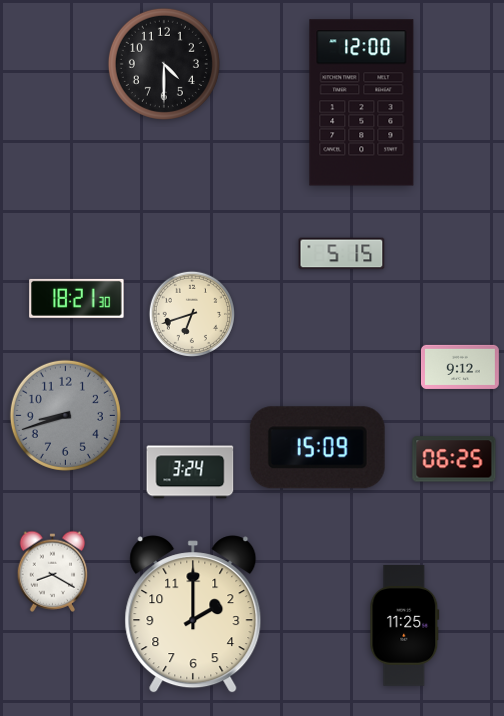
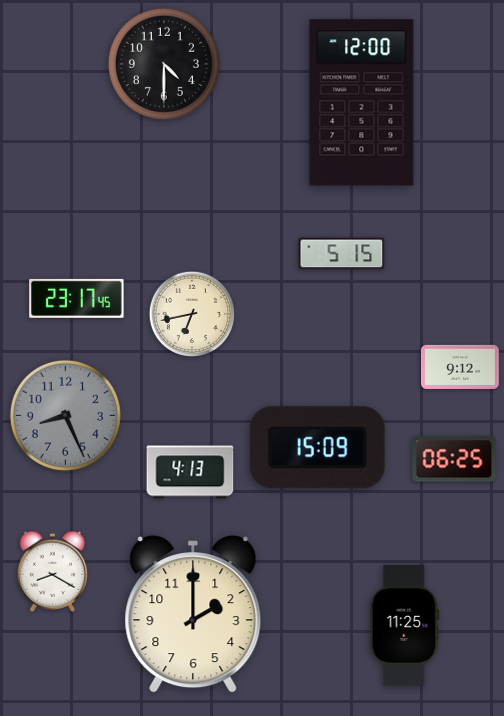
clock at (77, 298): 18:21 -> 23:17
clock at (191, 313): 6:42 -> 6:43
clock at (65, 415): 8:42 -> 8:26
clock at (190, 472): 3:24 -> 4:13
